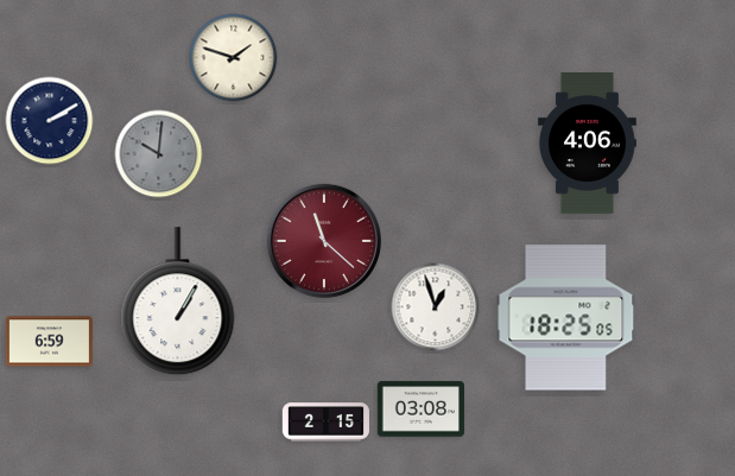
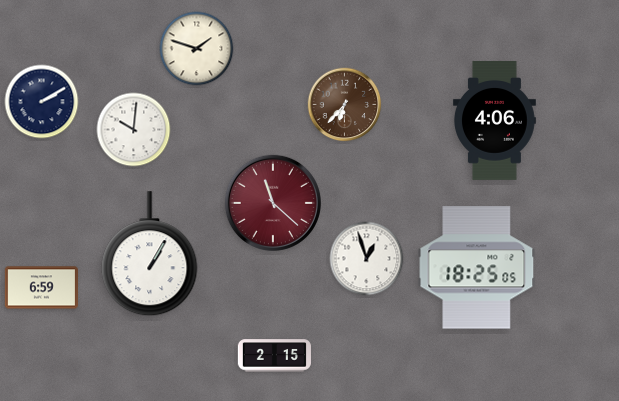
clock at (345, 105): none -> 6:37
clock at (159, 154) dial: grey -> white
clock at (420, 410): 03:08 -> none
